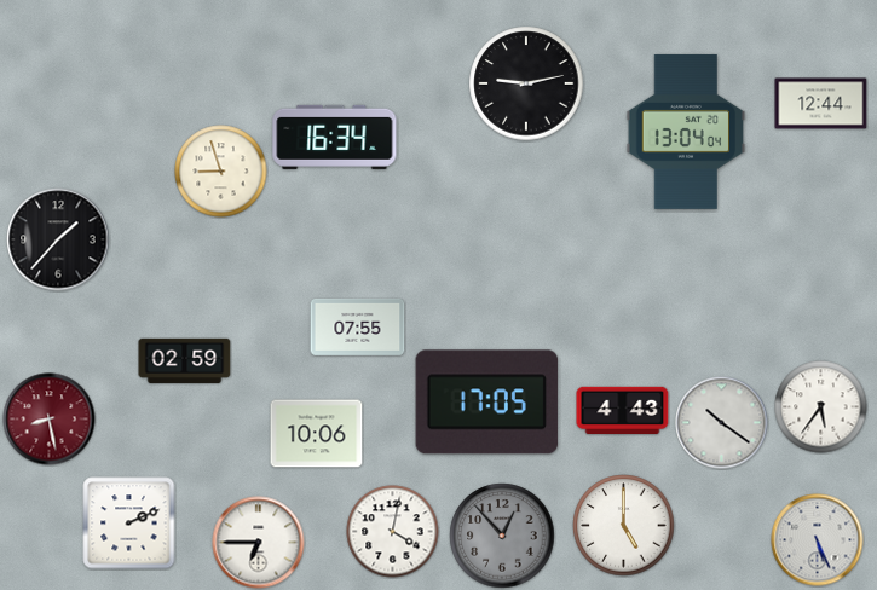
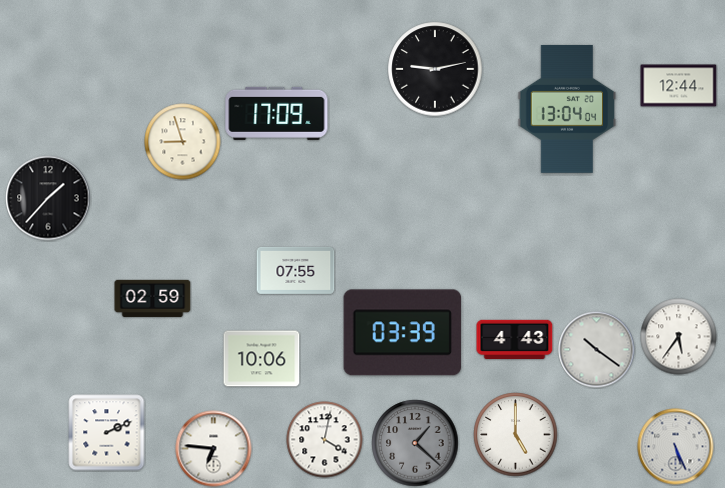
clock at (335, 137): 16:34 -> 17:09
clock at (487, 403): 17:05 -> 03:39
clock at (50, 420): 8:28 -> none
clock at (502, 536): 12:53 -> 1:22
clock at (259, 543): 6:45 -> 6:46
